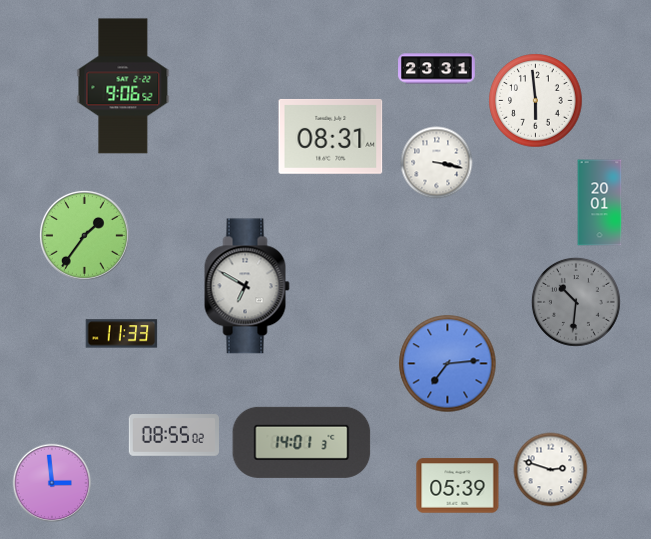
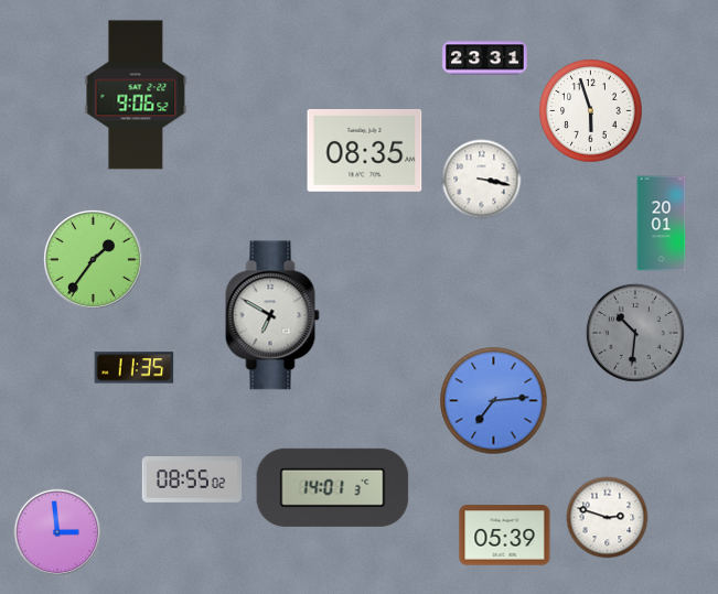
clock at (437, 69) position: (437, 69) -> (485, 58)
clock at (536, 101): 5:59 -> 5:57
clock at (331, 136): 08:31 -> 08:35
clock at (122, 334): 11:33 -> 11:35
